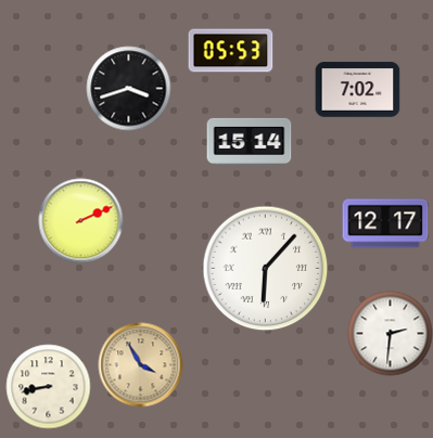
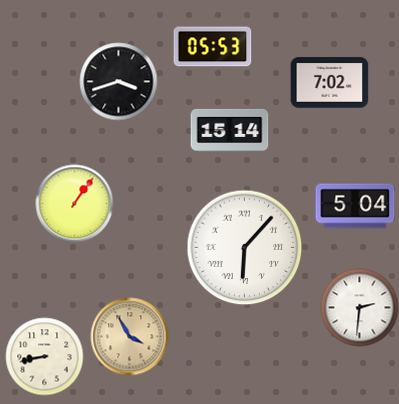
clock at (80, 220): 2:11 -> 1:06
clock at (385, 223): 12:17 -> 5:04
